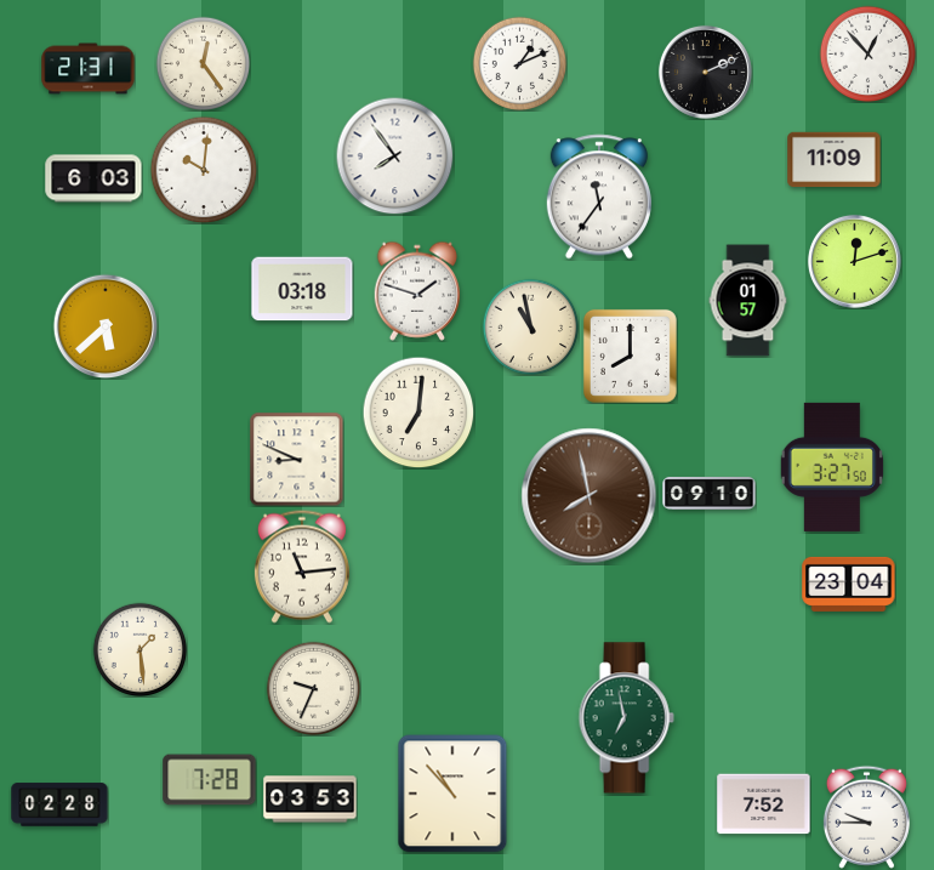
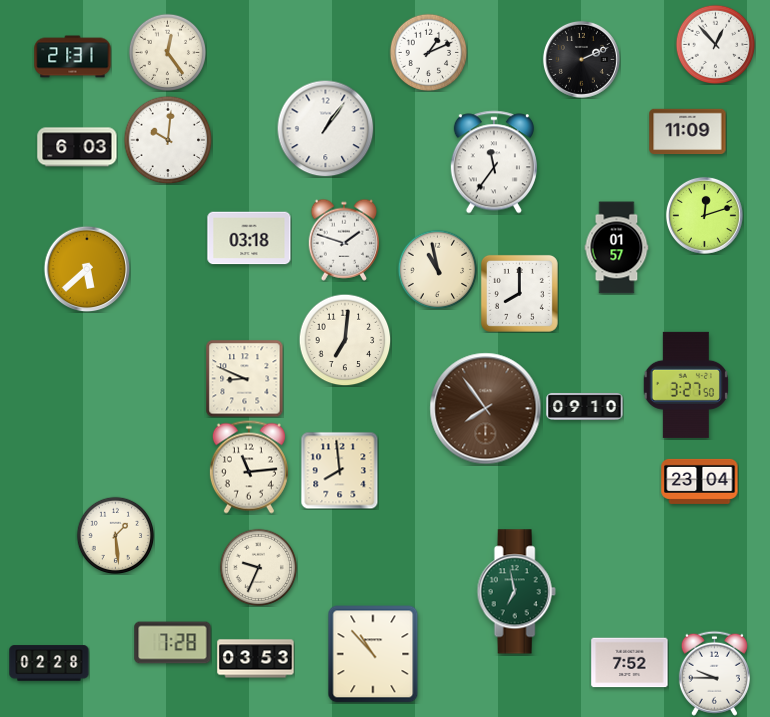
clock at (394, 155): 7:54 -> 1:06
clock at (590, 496): 7:58 -> 7:54
clock at (339, 470): none -> 7:59
